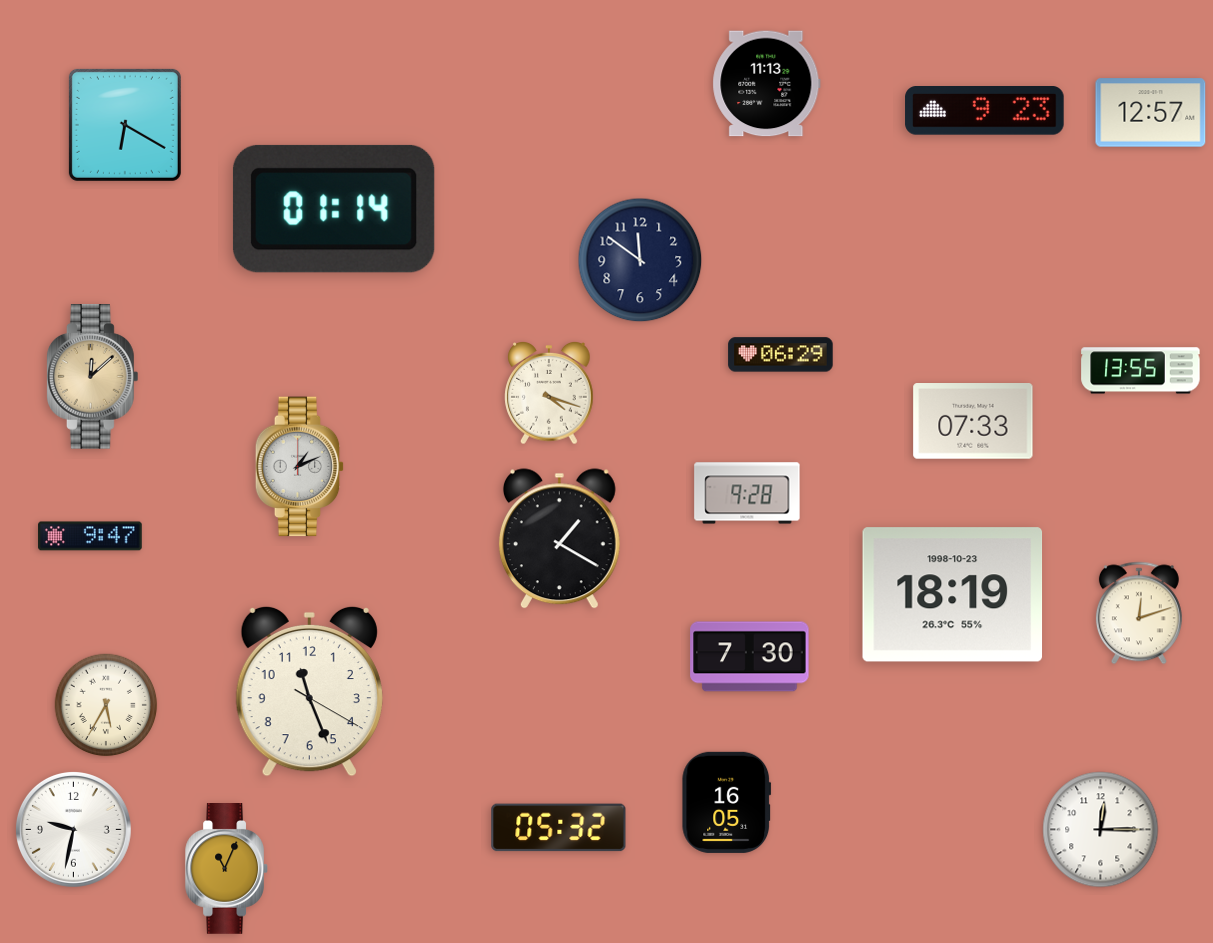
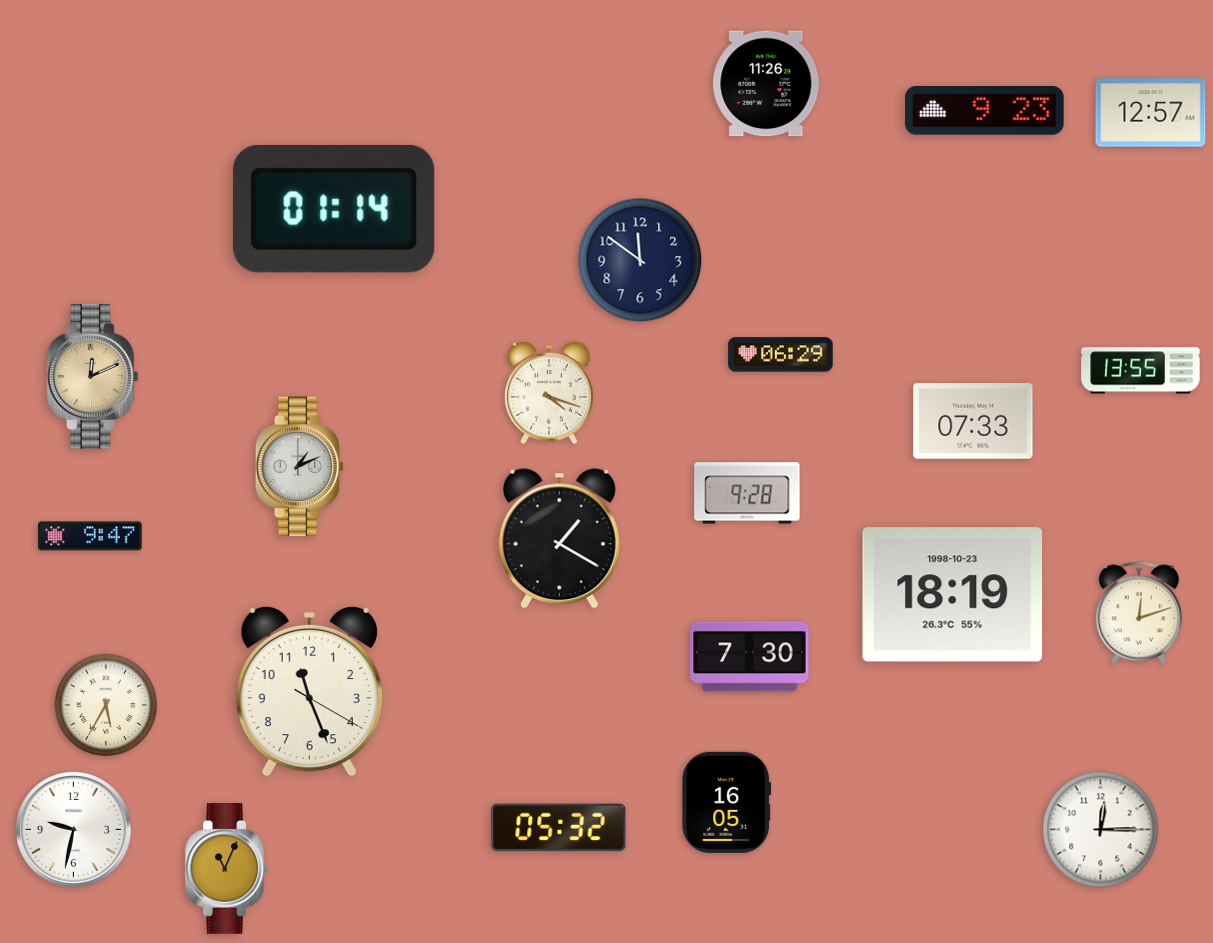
clock at (767, 84): 11:13 -> 11:26
clock at (125, 125): 6:20 -> none
clock at (92, 377): 12:08 -> 12:11
